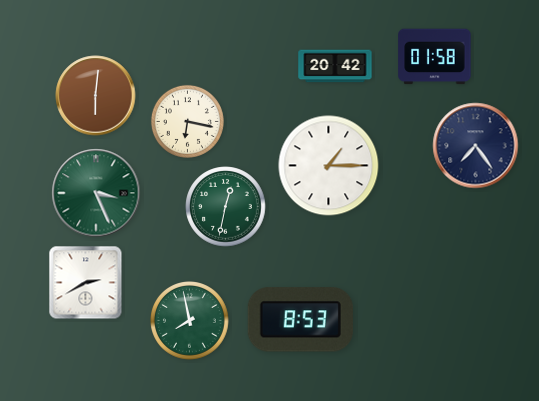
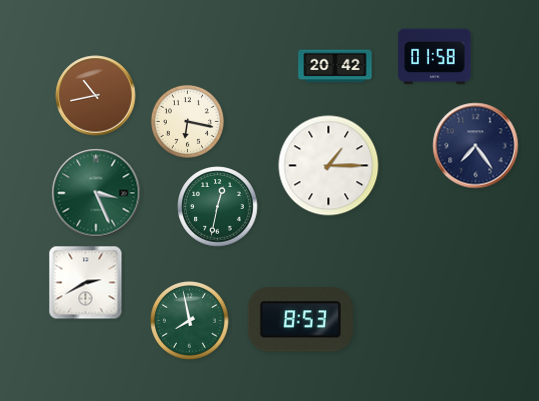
clock at (96, 96): 6:01 -> 10:43
clock at (226, 207) position: (226, 207) -> (218, 207)
